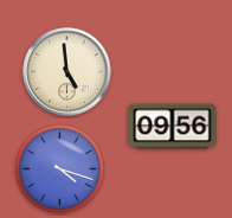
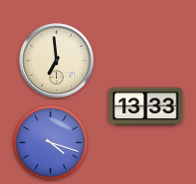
clock at (67, 72): 4:59 -> 6:59
clock at (173, 127): 09:56 -> 13:33
